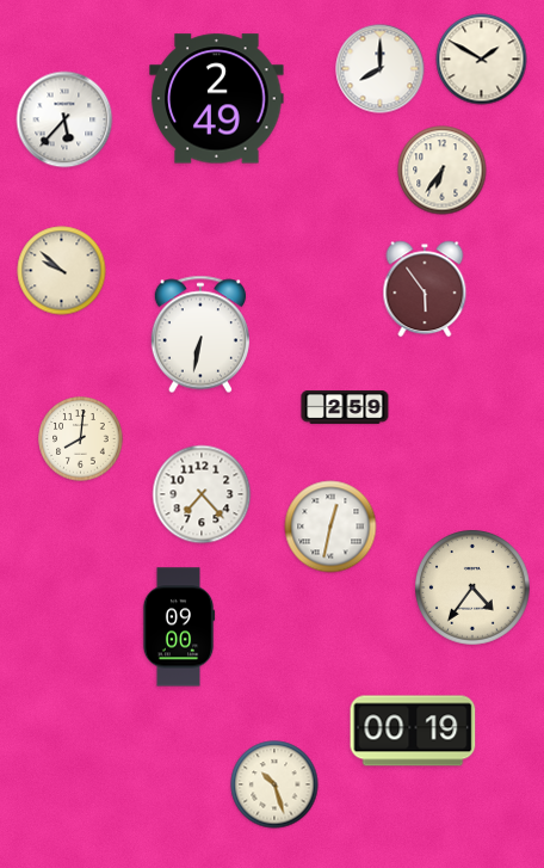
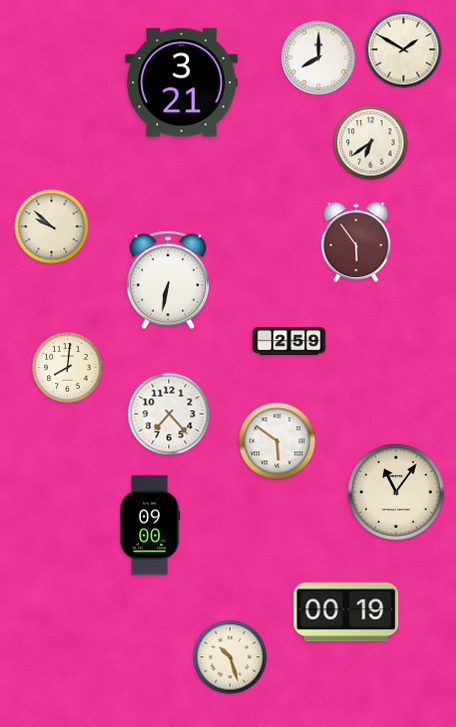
clock at (217, 99): 2:49 -> 3:21
clock at (64, 119): 5:37 -> none
clock at (443, 171): 6:36 -> 6:39
clock at (330, 527): 12:32 -> 5:51
clock at (474, 589): 4:36 -> 11:06
